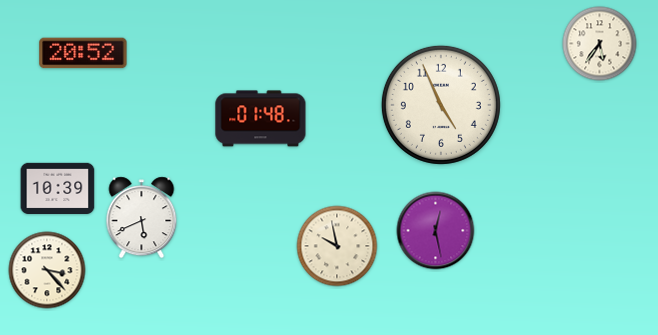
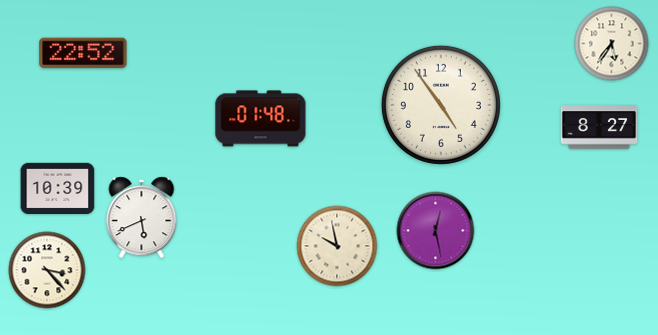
clock at (600, 44) position: (600, 44) -> (612, 44)
clock at (83, 53): 20:52 -> 22:52
clock at (441, 105): 4:56 -> 4:54
clock at (599, 127): none -> 8:27
